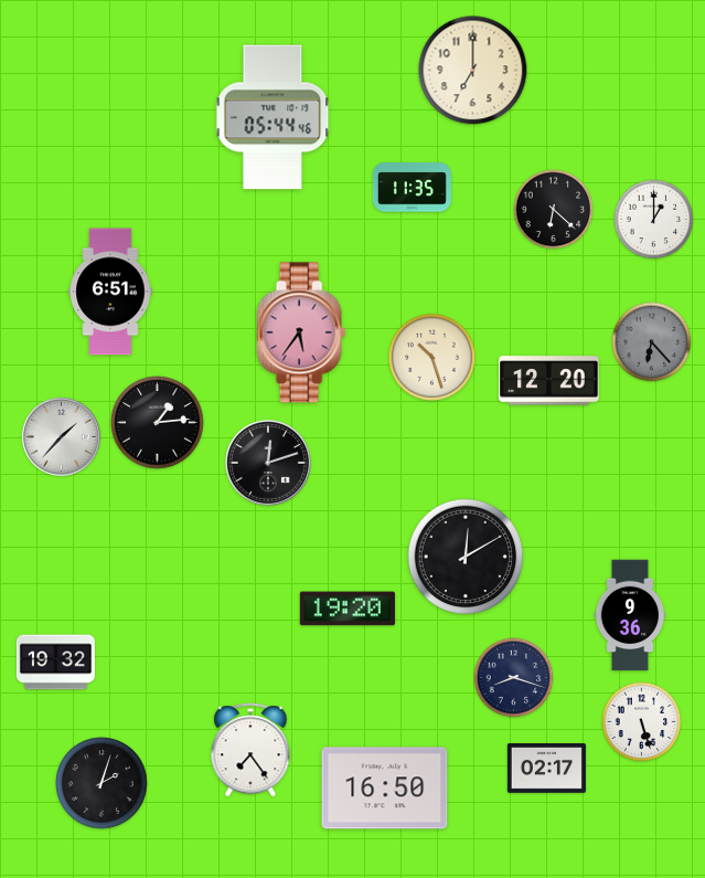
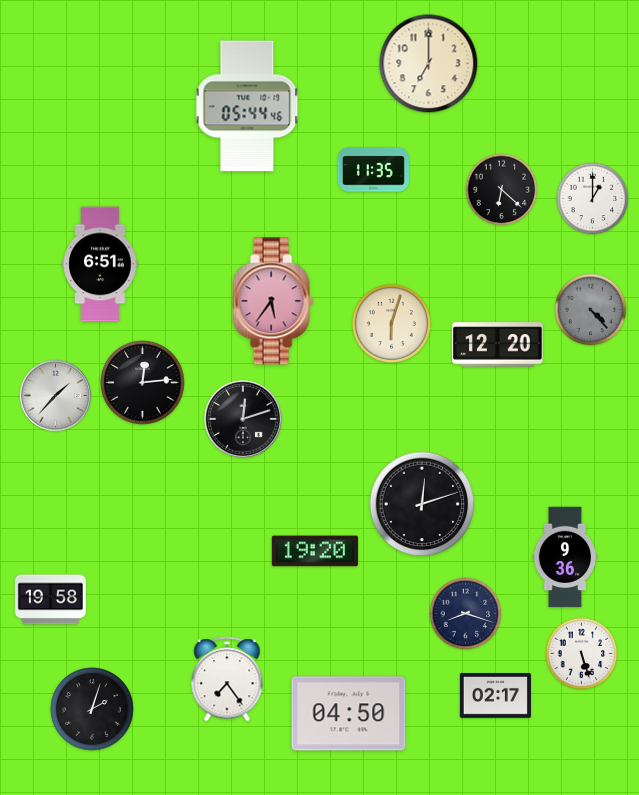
clock at (652, 342): 6:23 -> 4:23
clock at (431, 357): 10:27 -> 6:03
clock at (158, 423): 1:14 -> 12:14
clock at (466, 557): 12:10 -> 12:12
clock at (629, 615) position: (629, 615) -> (564, 557)
clock at (55, 663): 19:32 -> 19:58
clock at (385, 789): 16:50 -> 04:50
